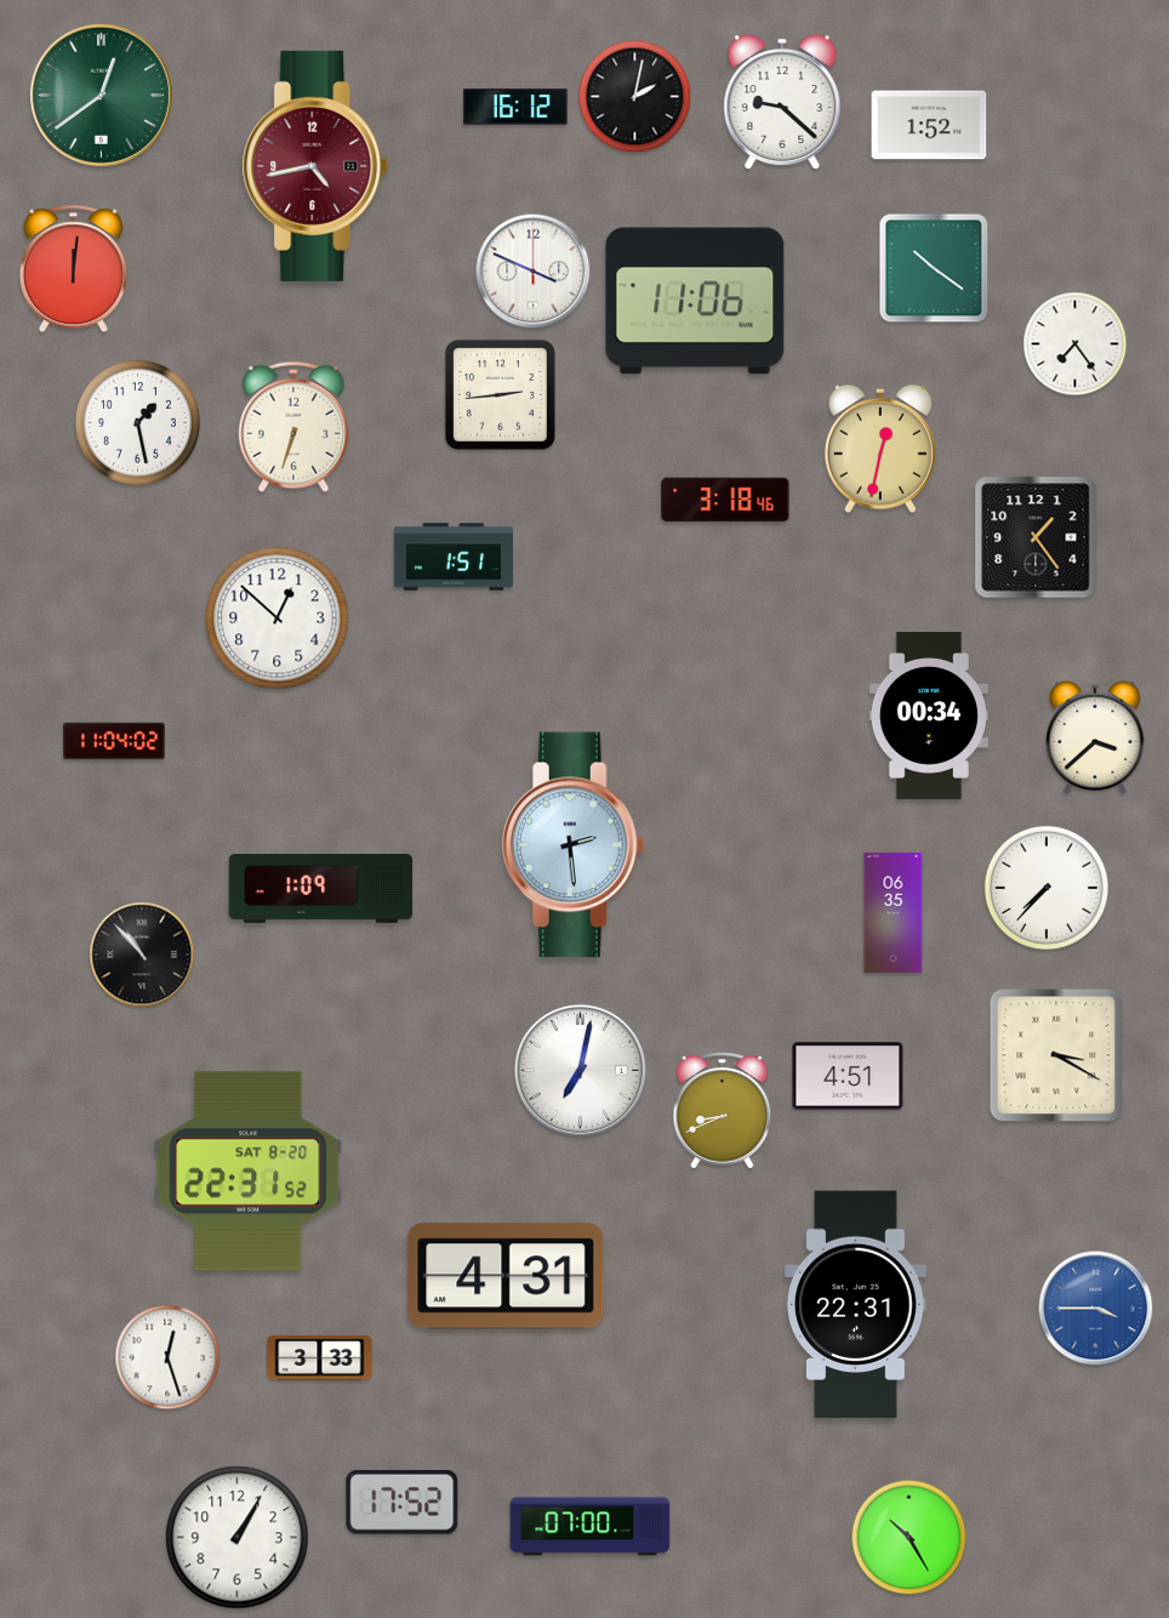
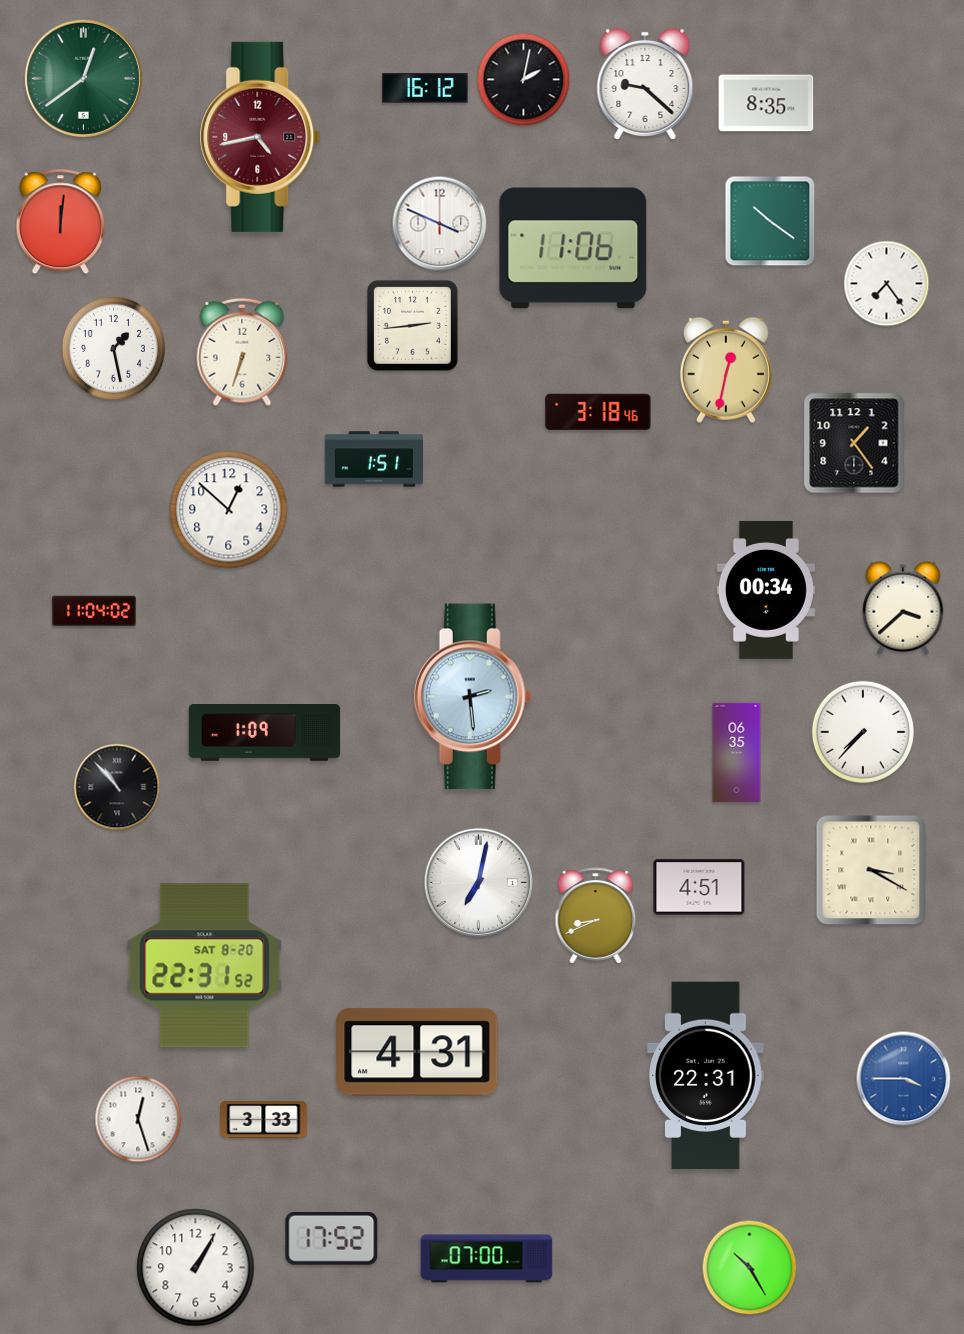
clock at (929, 125): 1:52 -> 8:35
